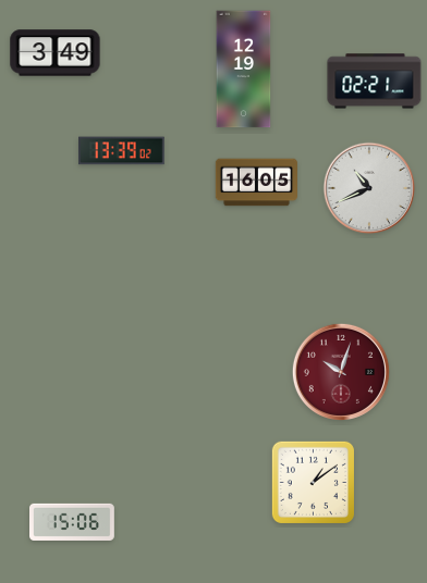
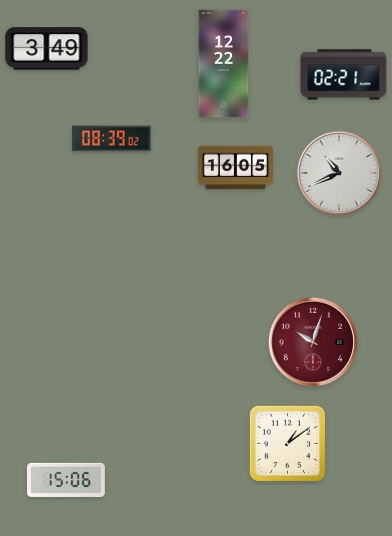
clock at (56, 53) position: (56, 53) -> (47, 49)
clock at (244, 70): 12:19 -> 12:22
clock at (122, 151): 13:39 -> 08:39
